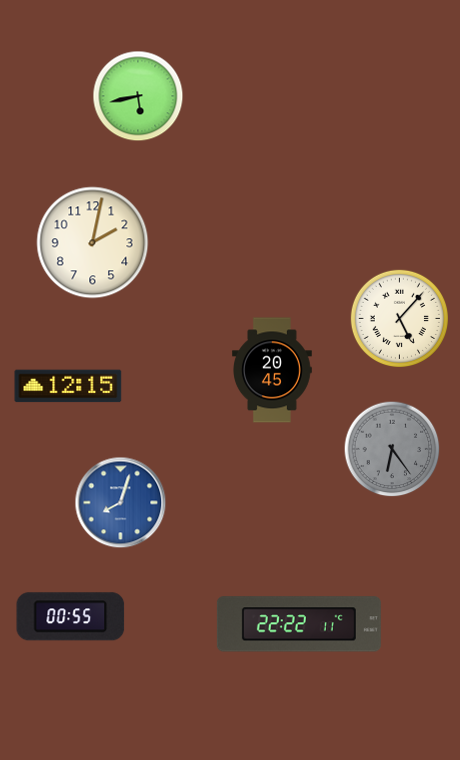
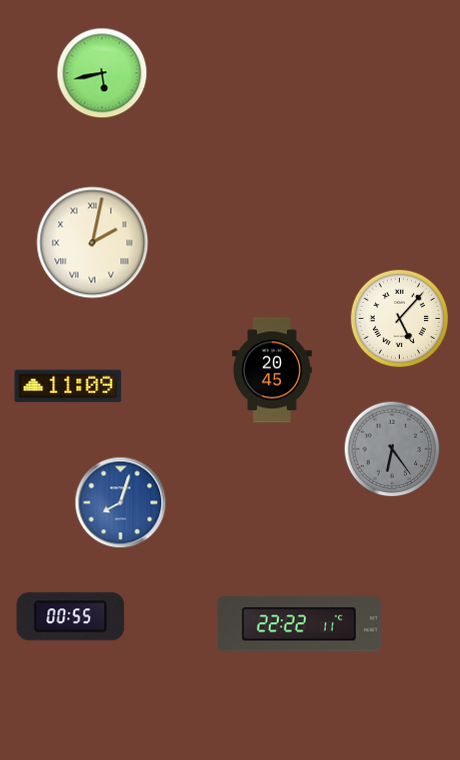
clock at (138, 96) position: (138, 96) -> (102, 73)
clock at (93, 243) numerals: Arabic -> Roman
clock at (68, 386): 12:15 -> 11:09
